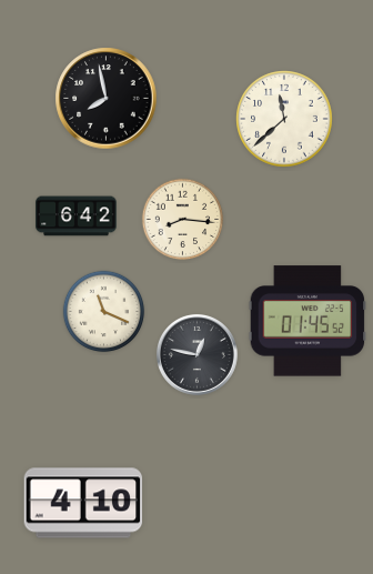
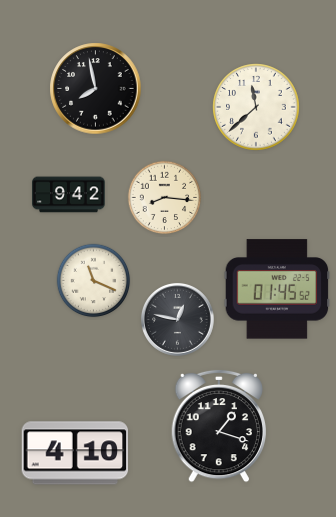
clock at (77, 216): 6:42 -> 9:42
clock at (218, 426): none -> 1:18
